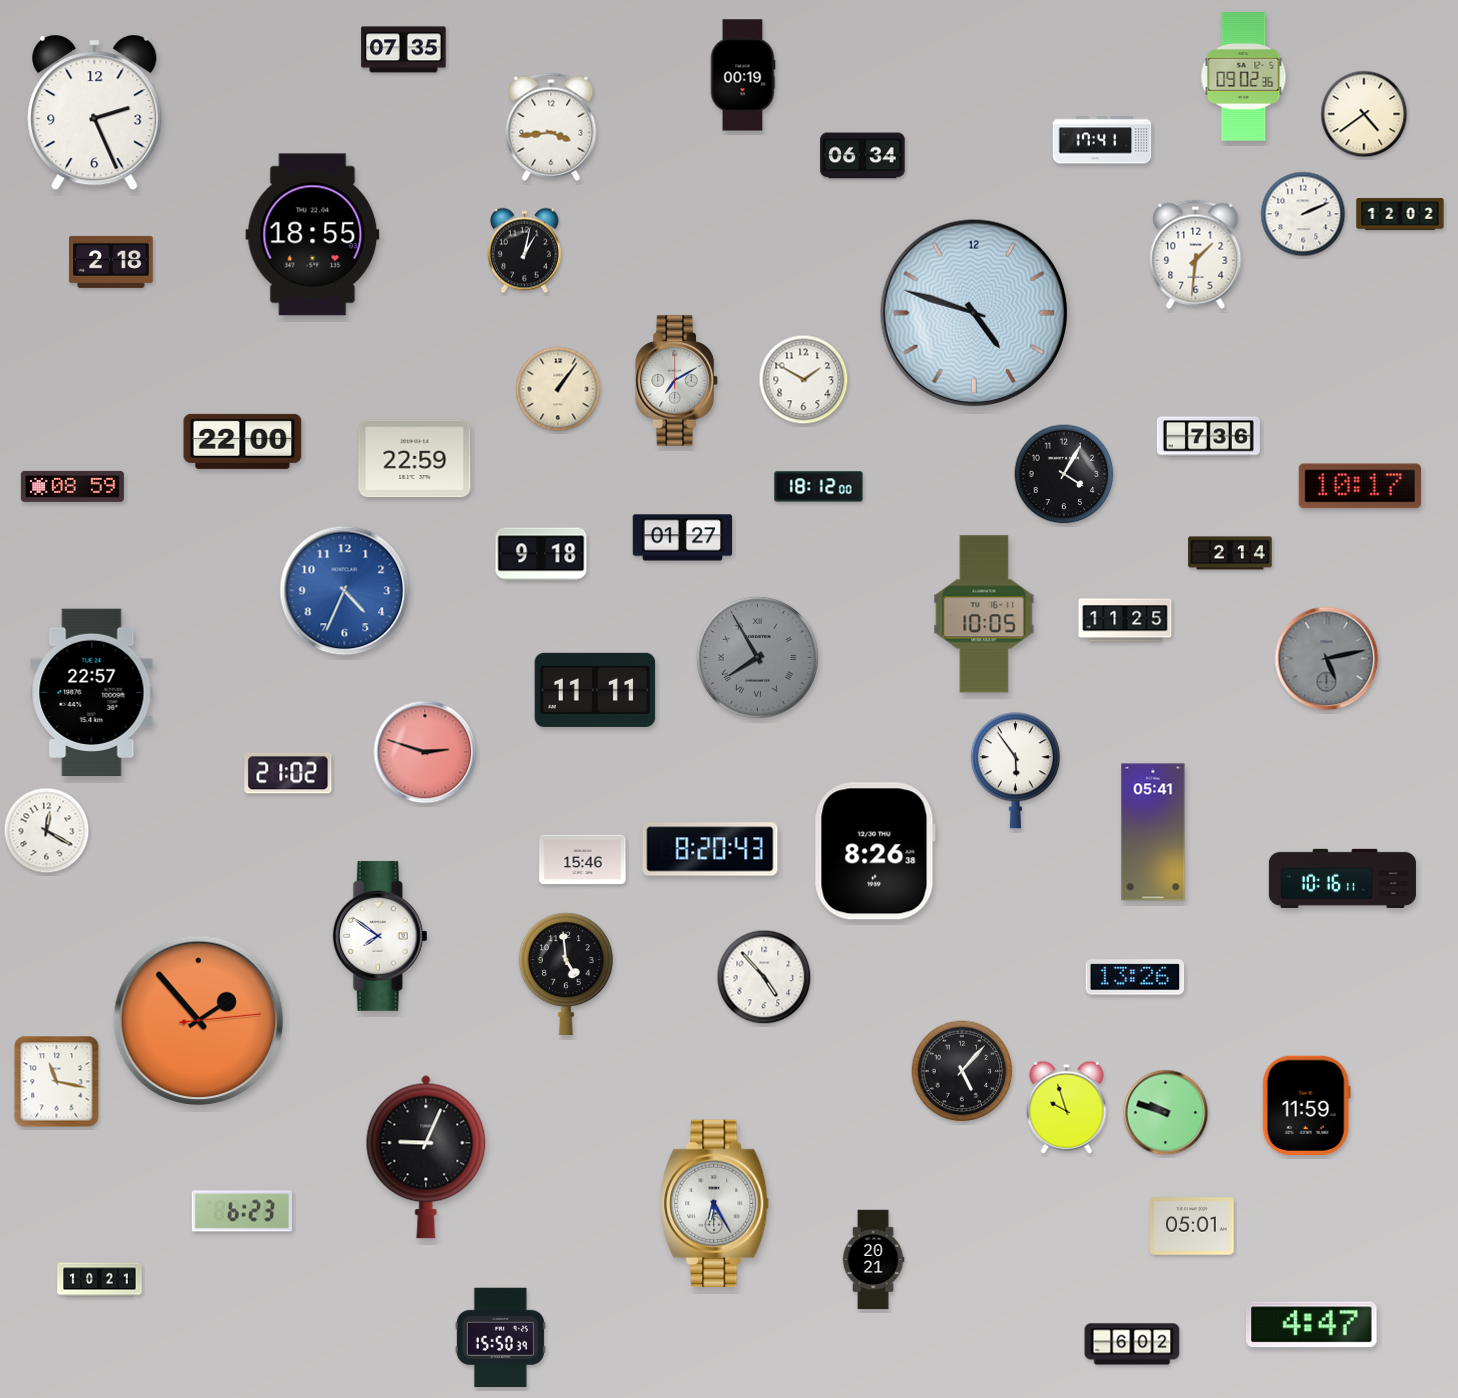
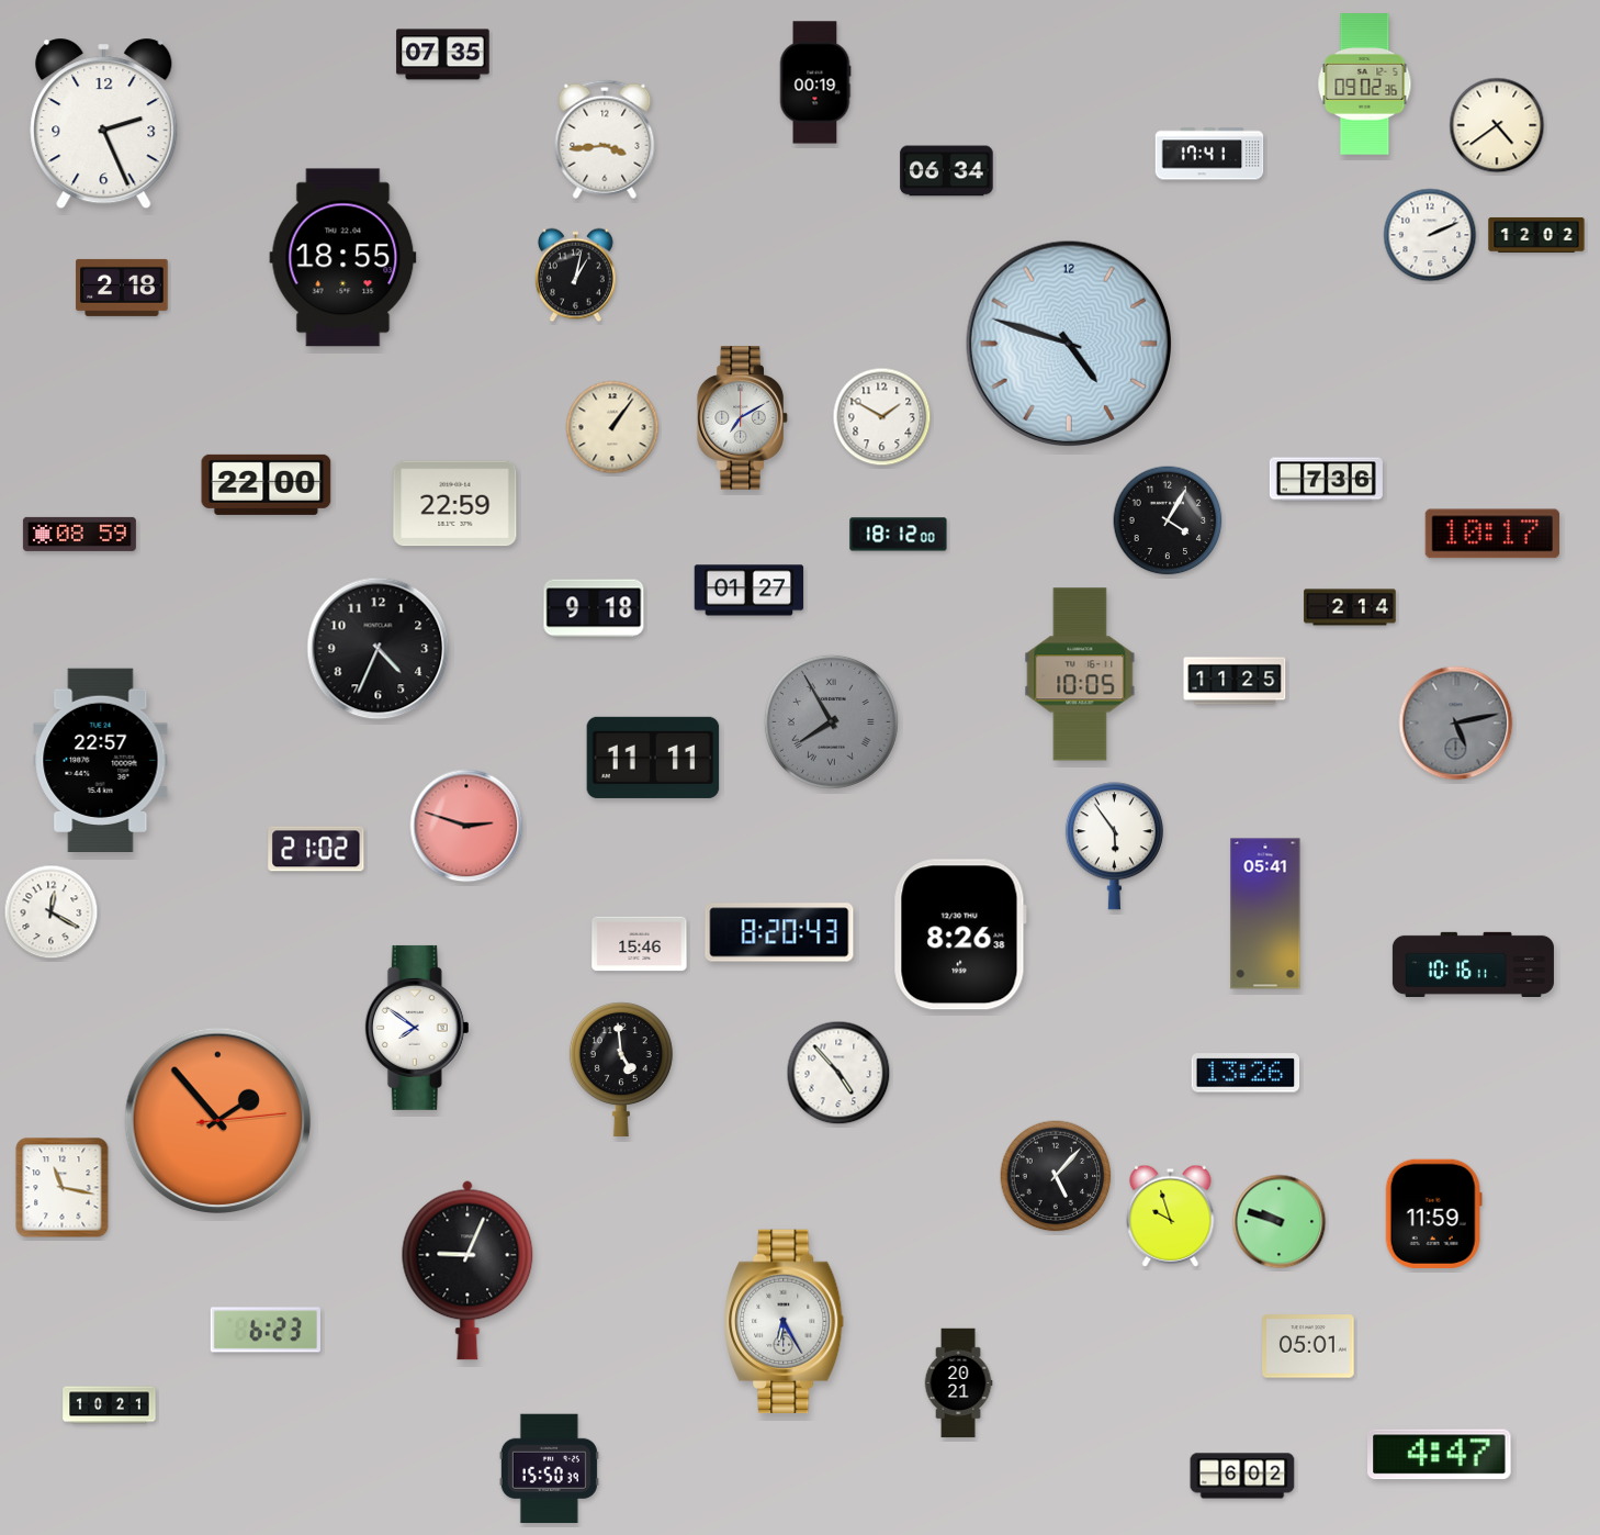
clock at (1196, 254): 1:31 -> none
clock at (345, 591) dial: blue -> black
